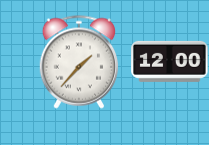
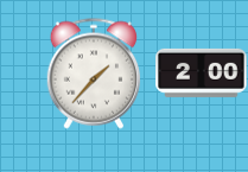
clock at (170, 61): 12:00 -> 2:00
